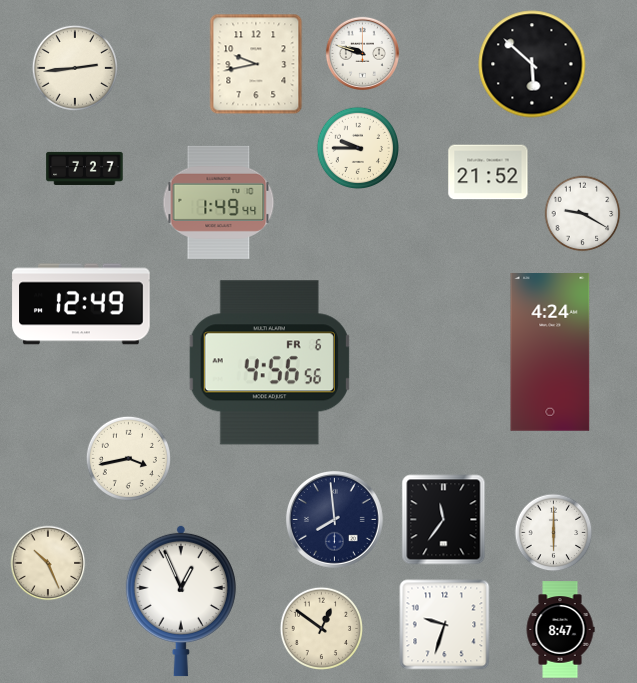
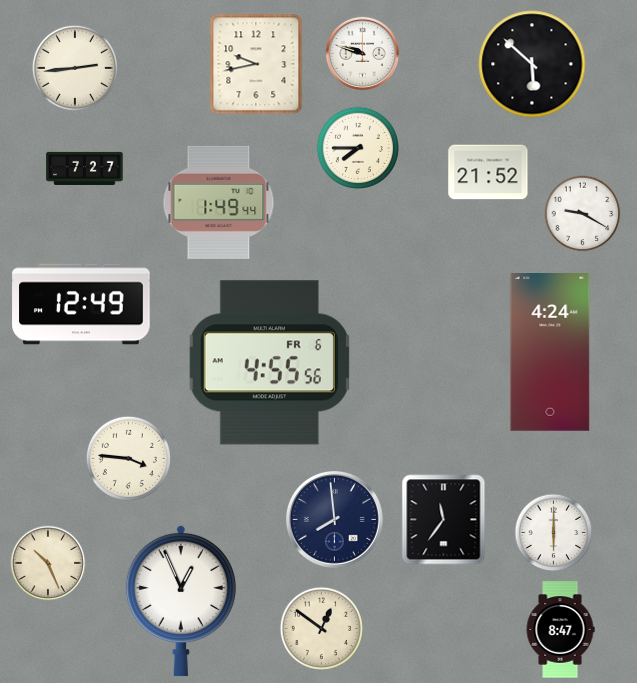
clock at (357, 147): 9:45 -> 7:45
clock at (269, 363): 4:56 -> 4:55
clock at (128, 458): 3:43 -> 3:46
clock at (445, 625): 9:33 -> none
